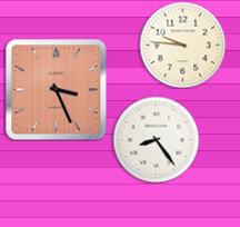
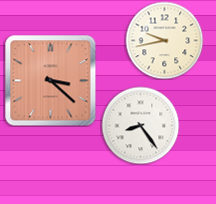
clock at (182, 45): 9:46 -> 9:43
clock at (56, 89): 3:26 -> 3:22
